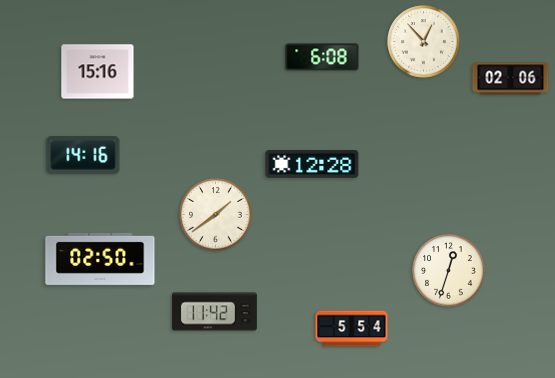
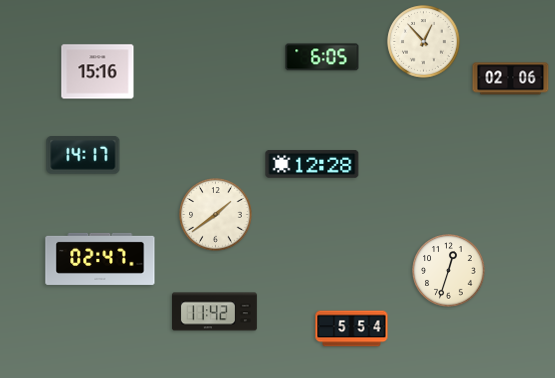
clock at (322, 57): 6:08 -> 6:05
clock at (83, 156): 14:16 -> 14:17
clock at (100, 259): 02:50 -> 02:47
